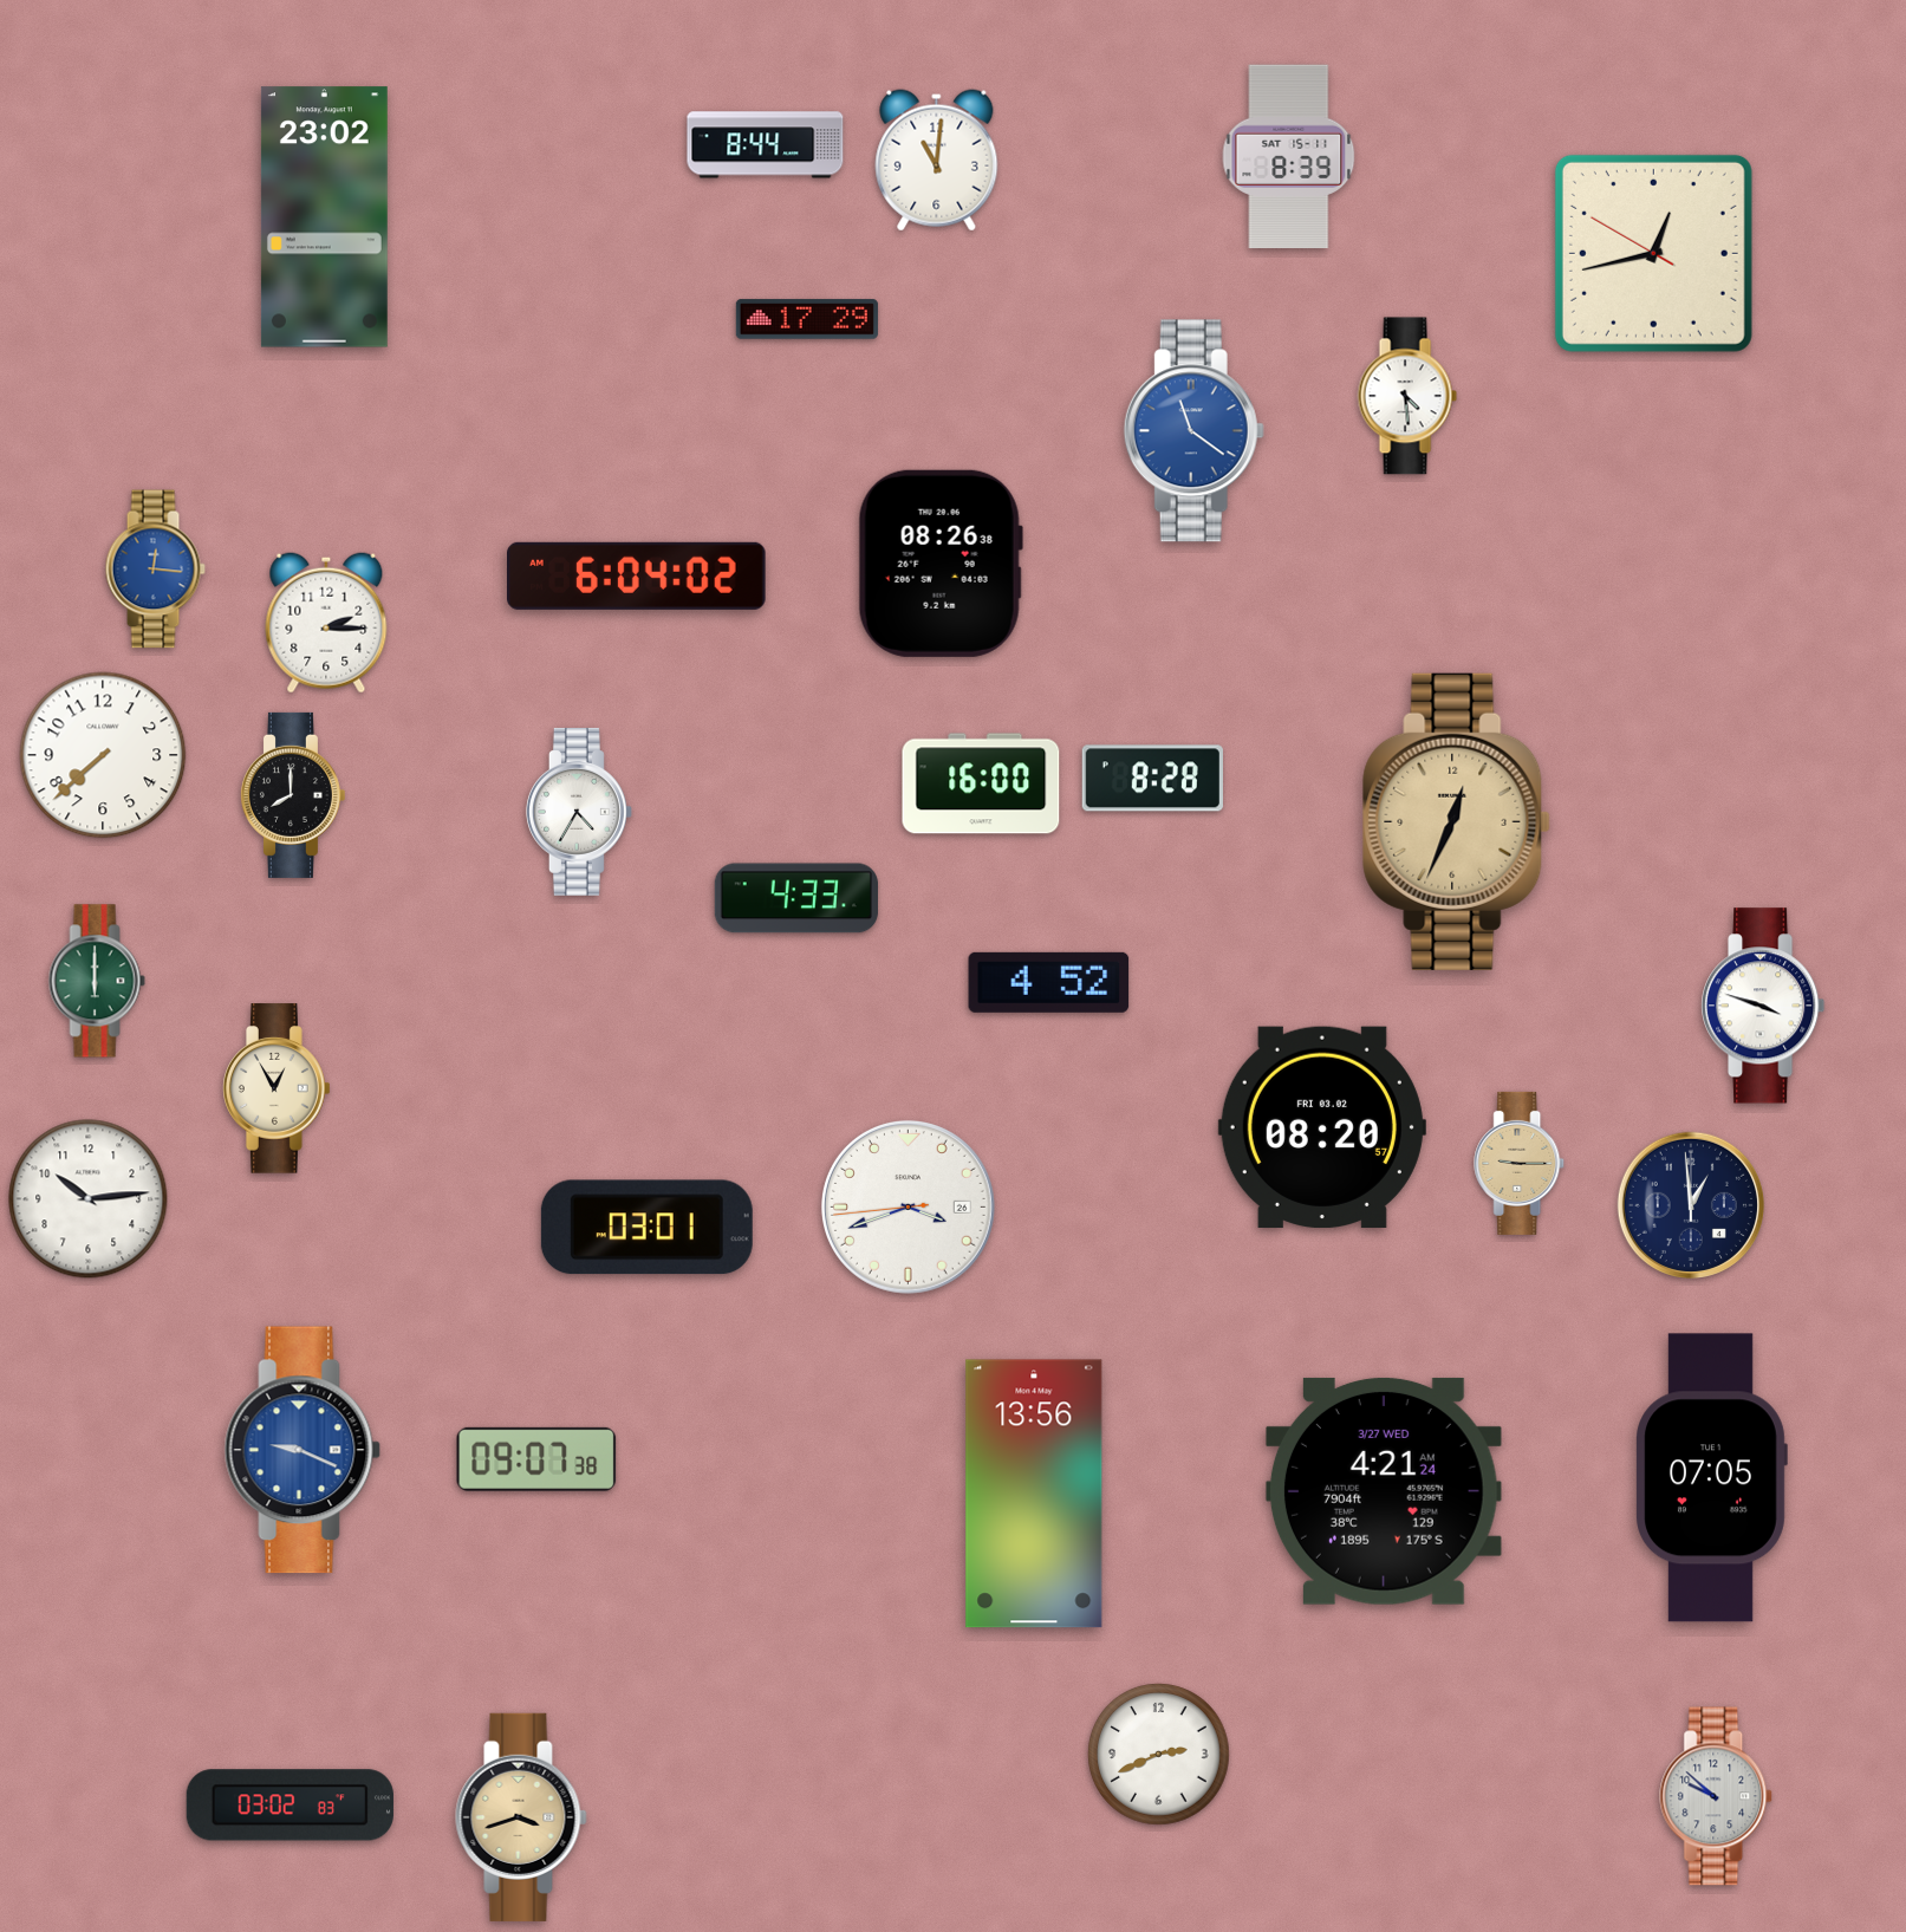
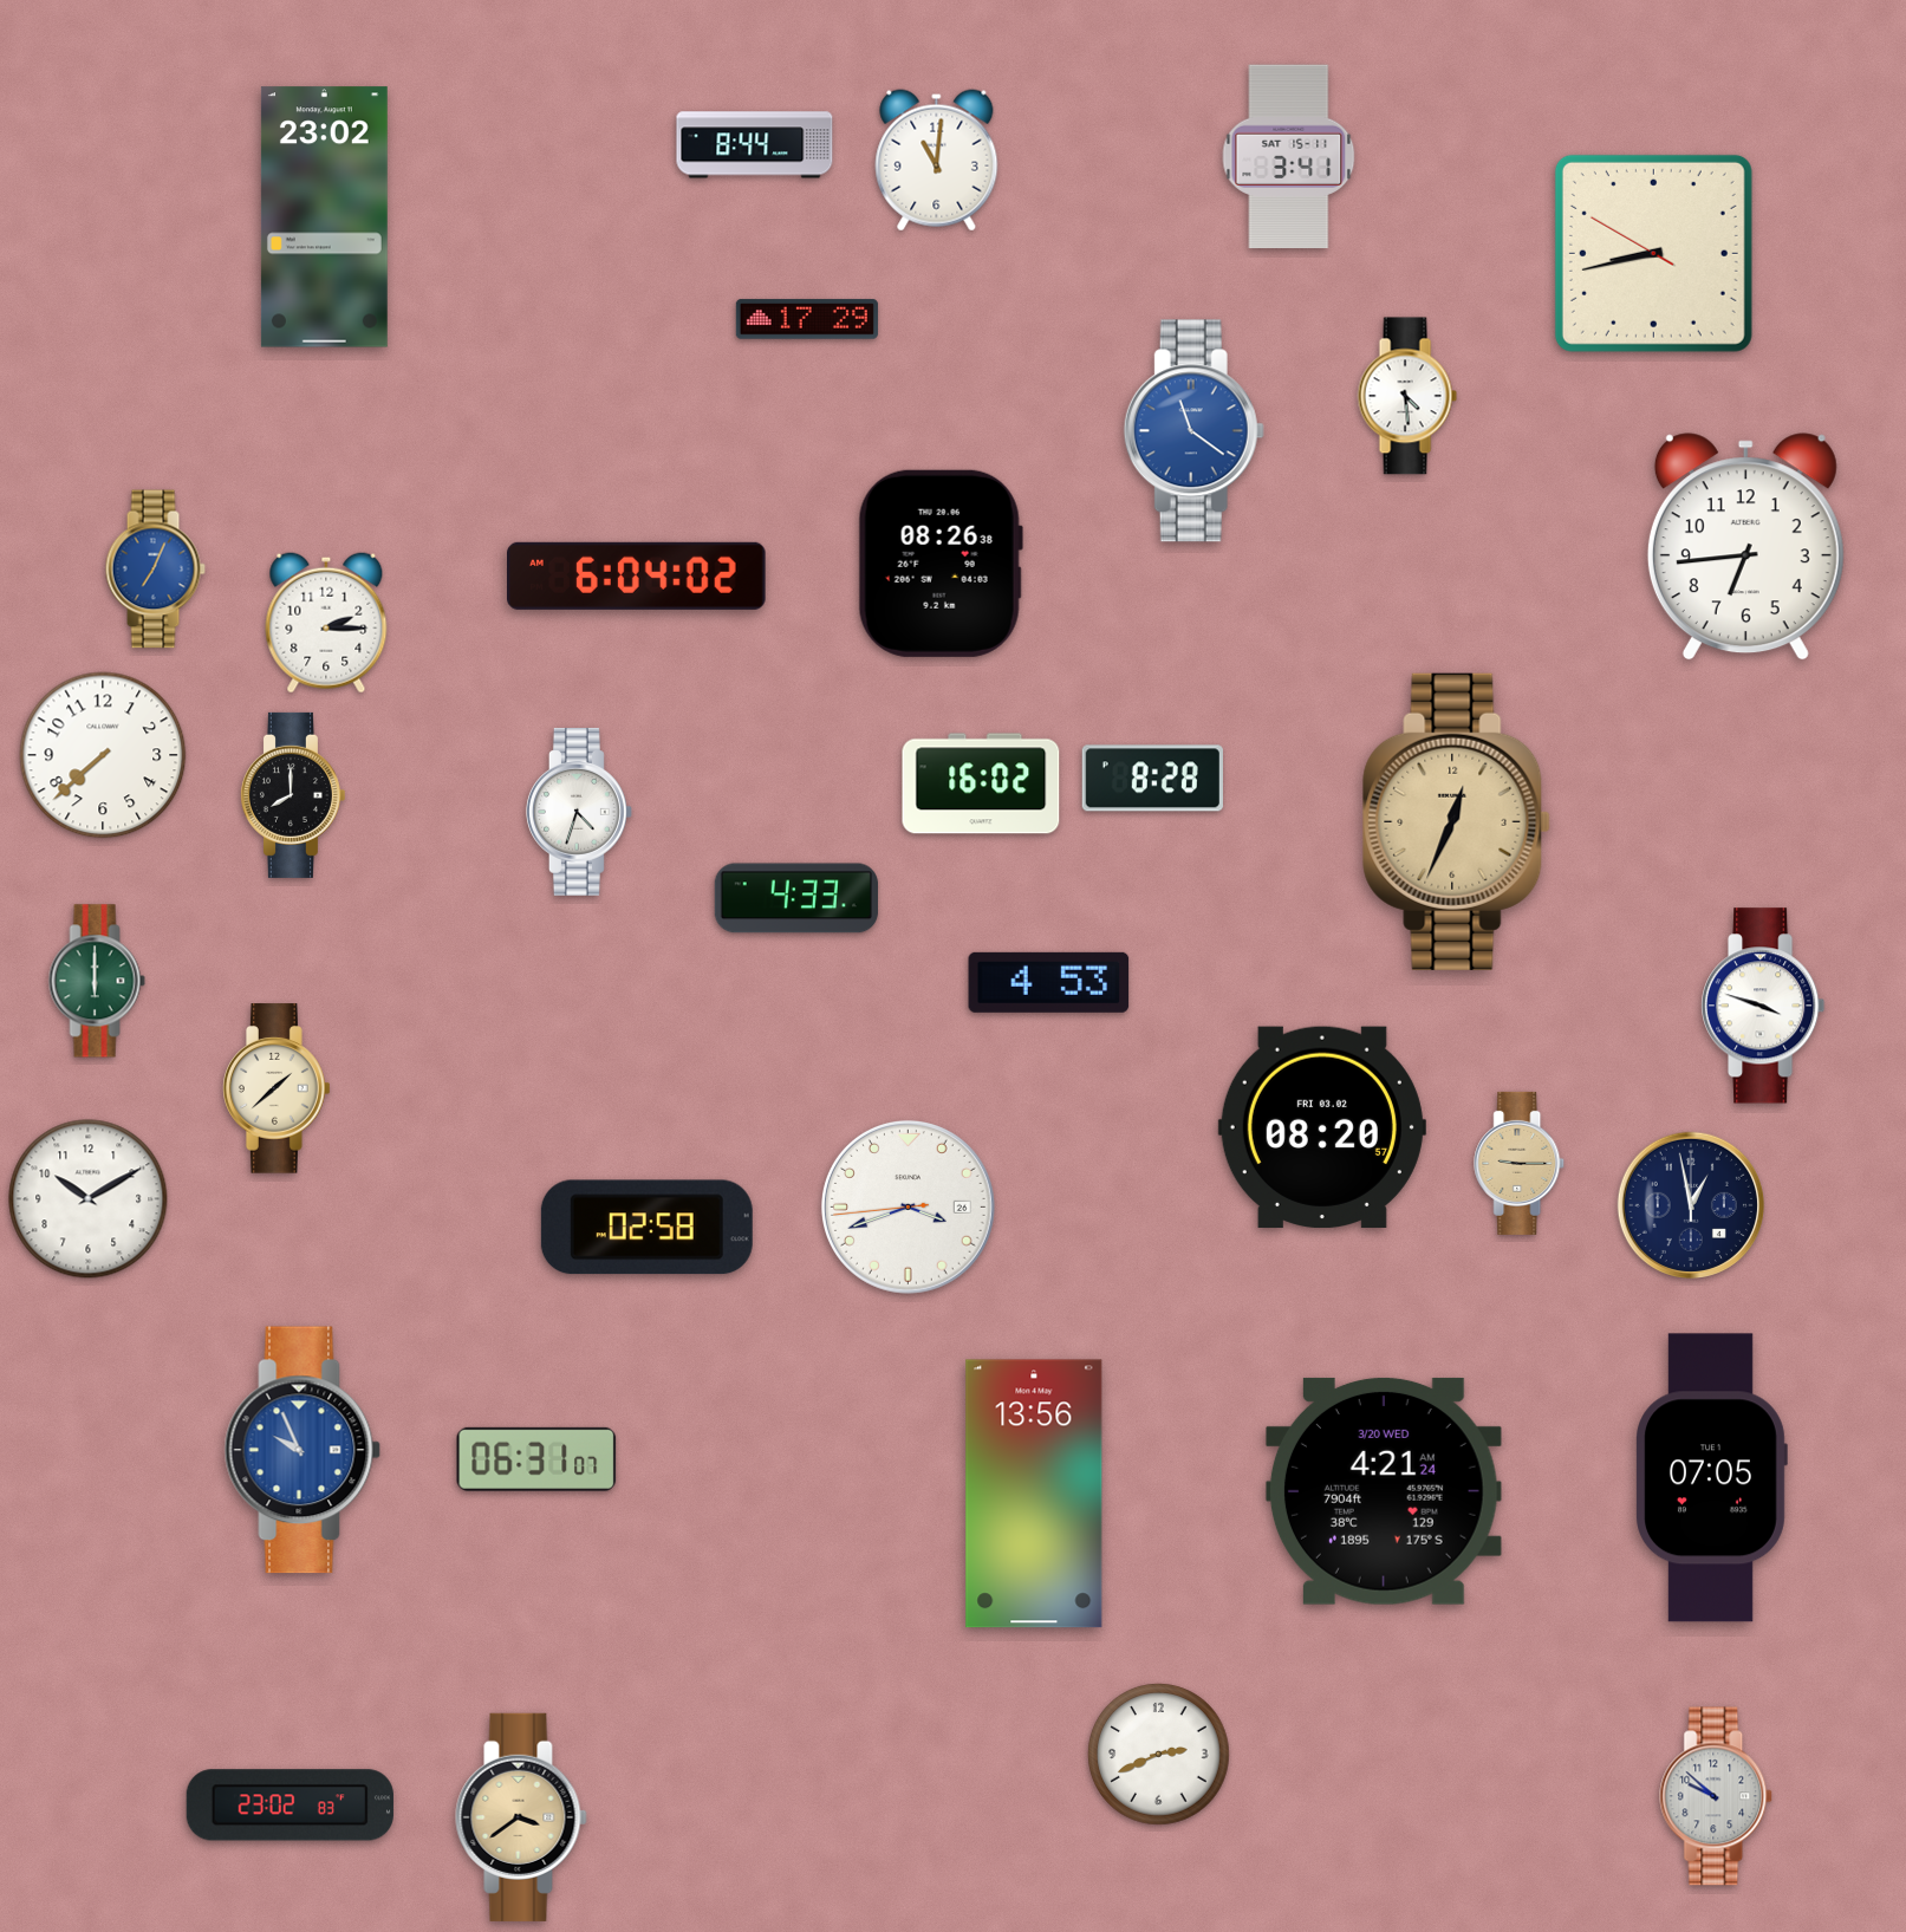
clock at (766, 145) position: (766, 145) -> (755, 145)
clock at (1289, 157): 8:39 -> 3:41
clock at (1653, 253): 12:42 -> 8:42
clock at (1745, 547): none -> 6:44
clock at (155, 570): 12:16 -> 7:04
clock at (981, 783): 16:00 -> 16:02
clock at (579, 812): 4:35 -> 4:33
clock at (1049, 982): 4:52 -> 4:53
clock at (278, 1088): 12:55 -> 1:38
clock at (89, 1199): 10:14 -> 10:10
clock at (1691, 1205): 12:59 -> 12:58
clock at (646, 1228): 03:01 -> 02:58
clock at (303, 1450): 9:19 -> 9:56
clock at (536, 1459): 09:07 -> 06:31
clock at (1384, 1491) date: 3/27 WED -> 3/20 WED
clock at (290, 1806): 03:02 -> 23:02
clock at (521, 1817): 3:42 -> 3:39
